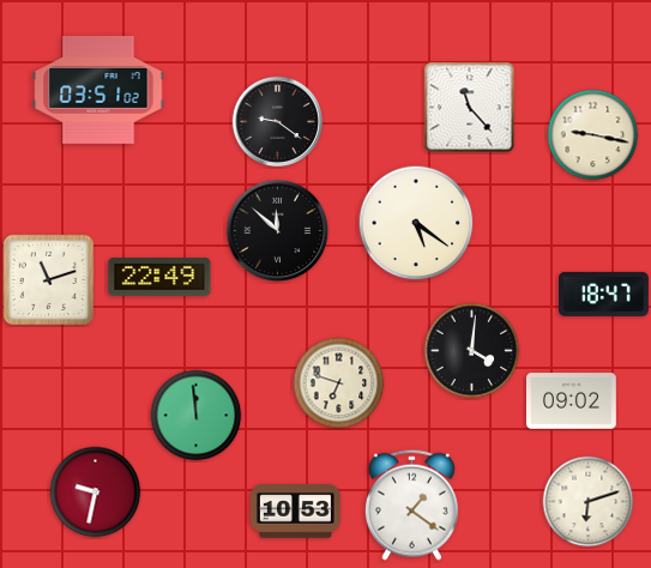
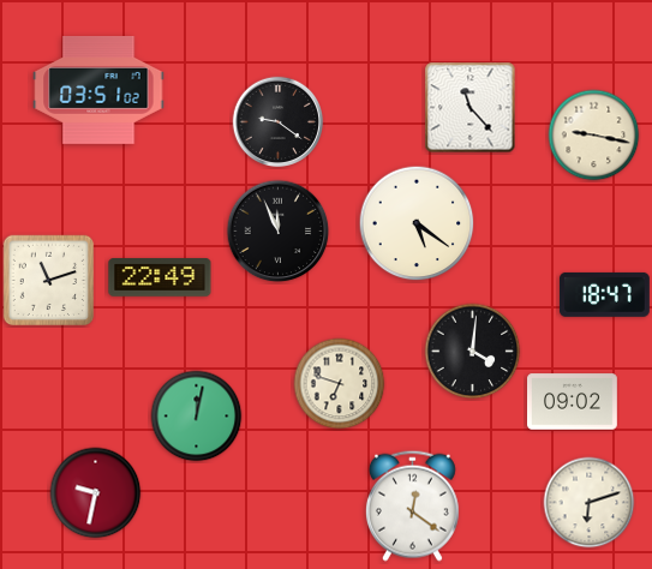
clock at (278, 231): 11:52 -> 11:56
clock at (197, 416): 11:59 -> 12:02
clock at (411, 504): 1:21 -> 12:21
clock at (296, 512): 10:53 -> none
